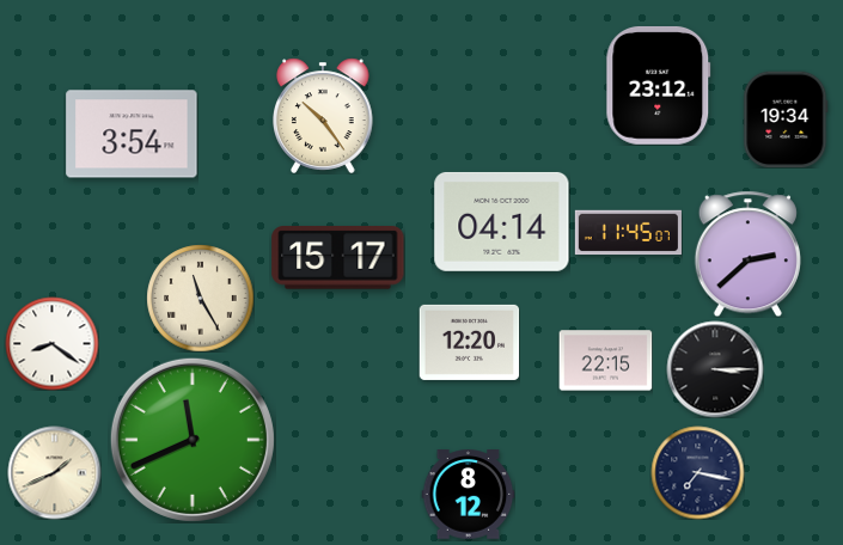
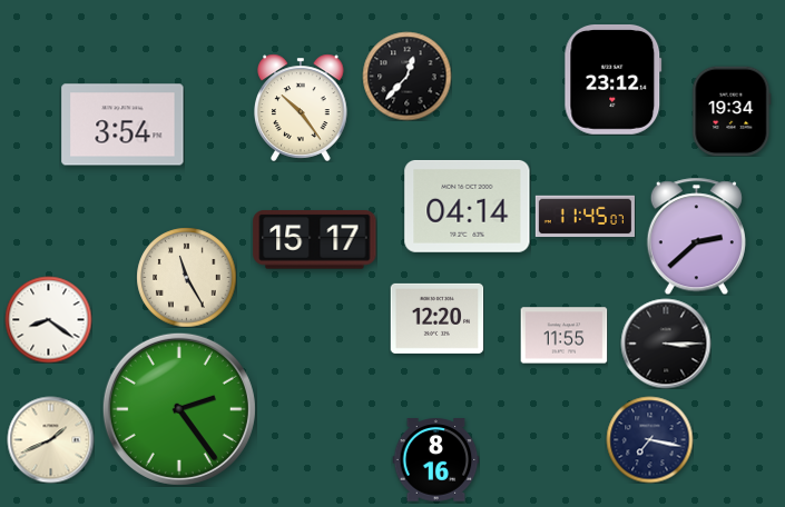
clock at (406, 76): none -> 12:37
clock at (605, 361): 22:15 -> 11:55
clock at (193, 440): 11:41 -> 2:24
clock at (468, 495): 8:12 -> 8:16
